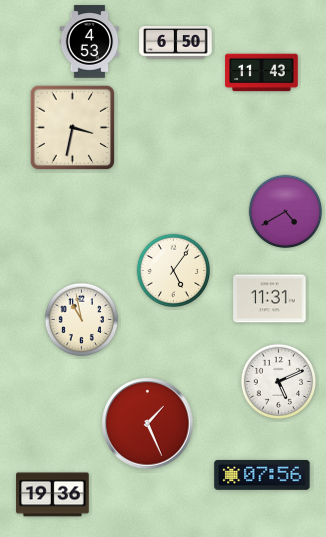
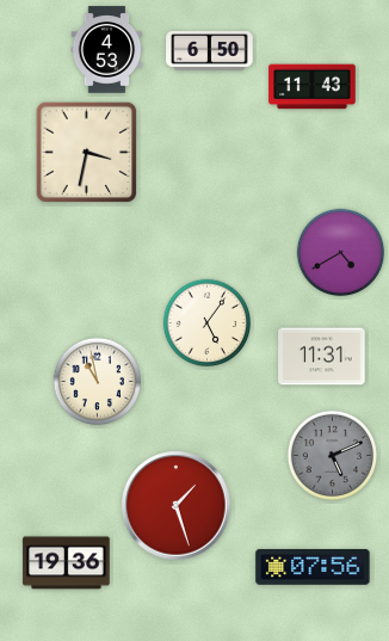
clock at (278, 381) dial: white -> grey
clock at (148, 424): 1:26 -> 1:27
clock at (53, 495) position: (53, 495) -> (67, 563)
